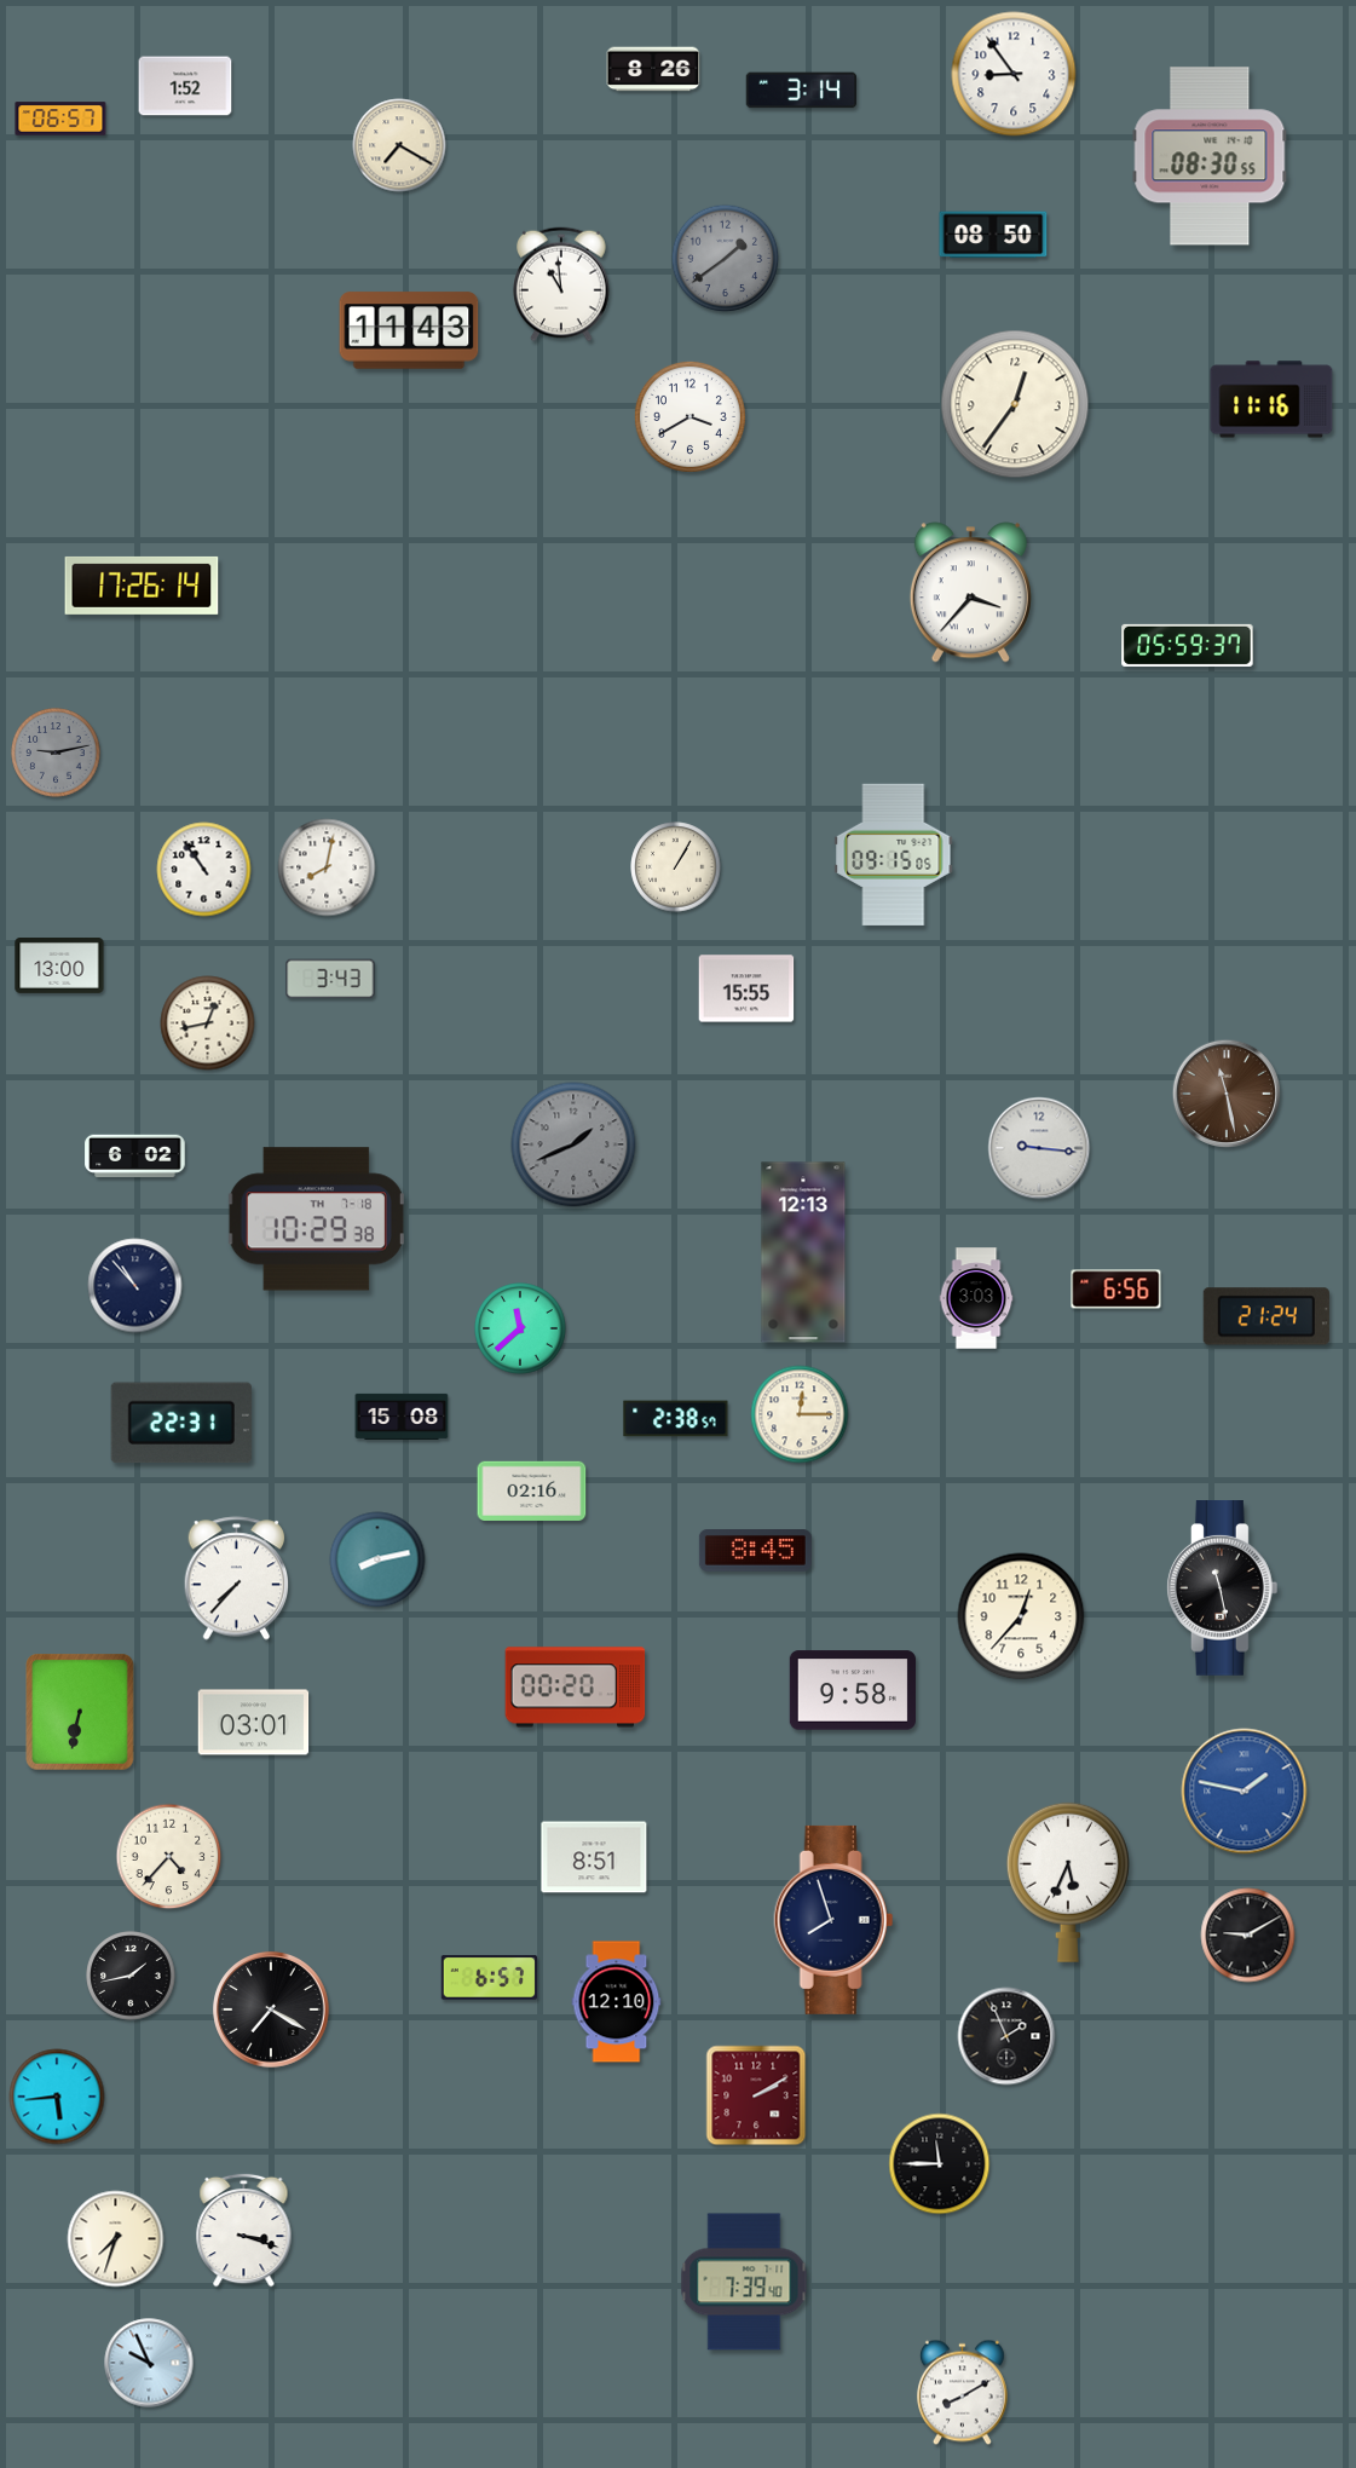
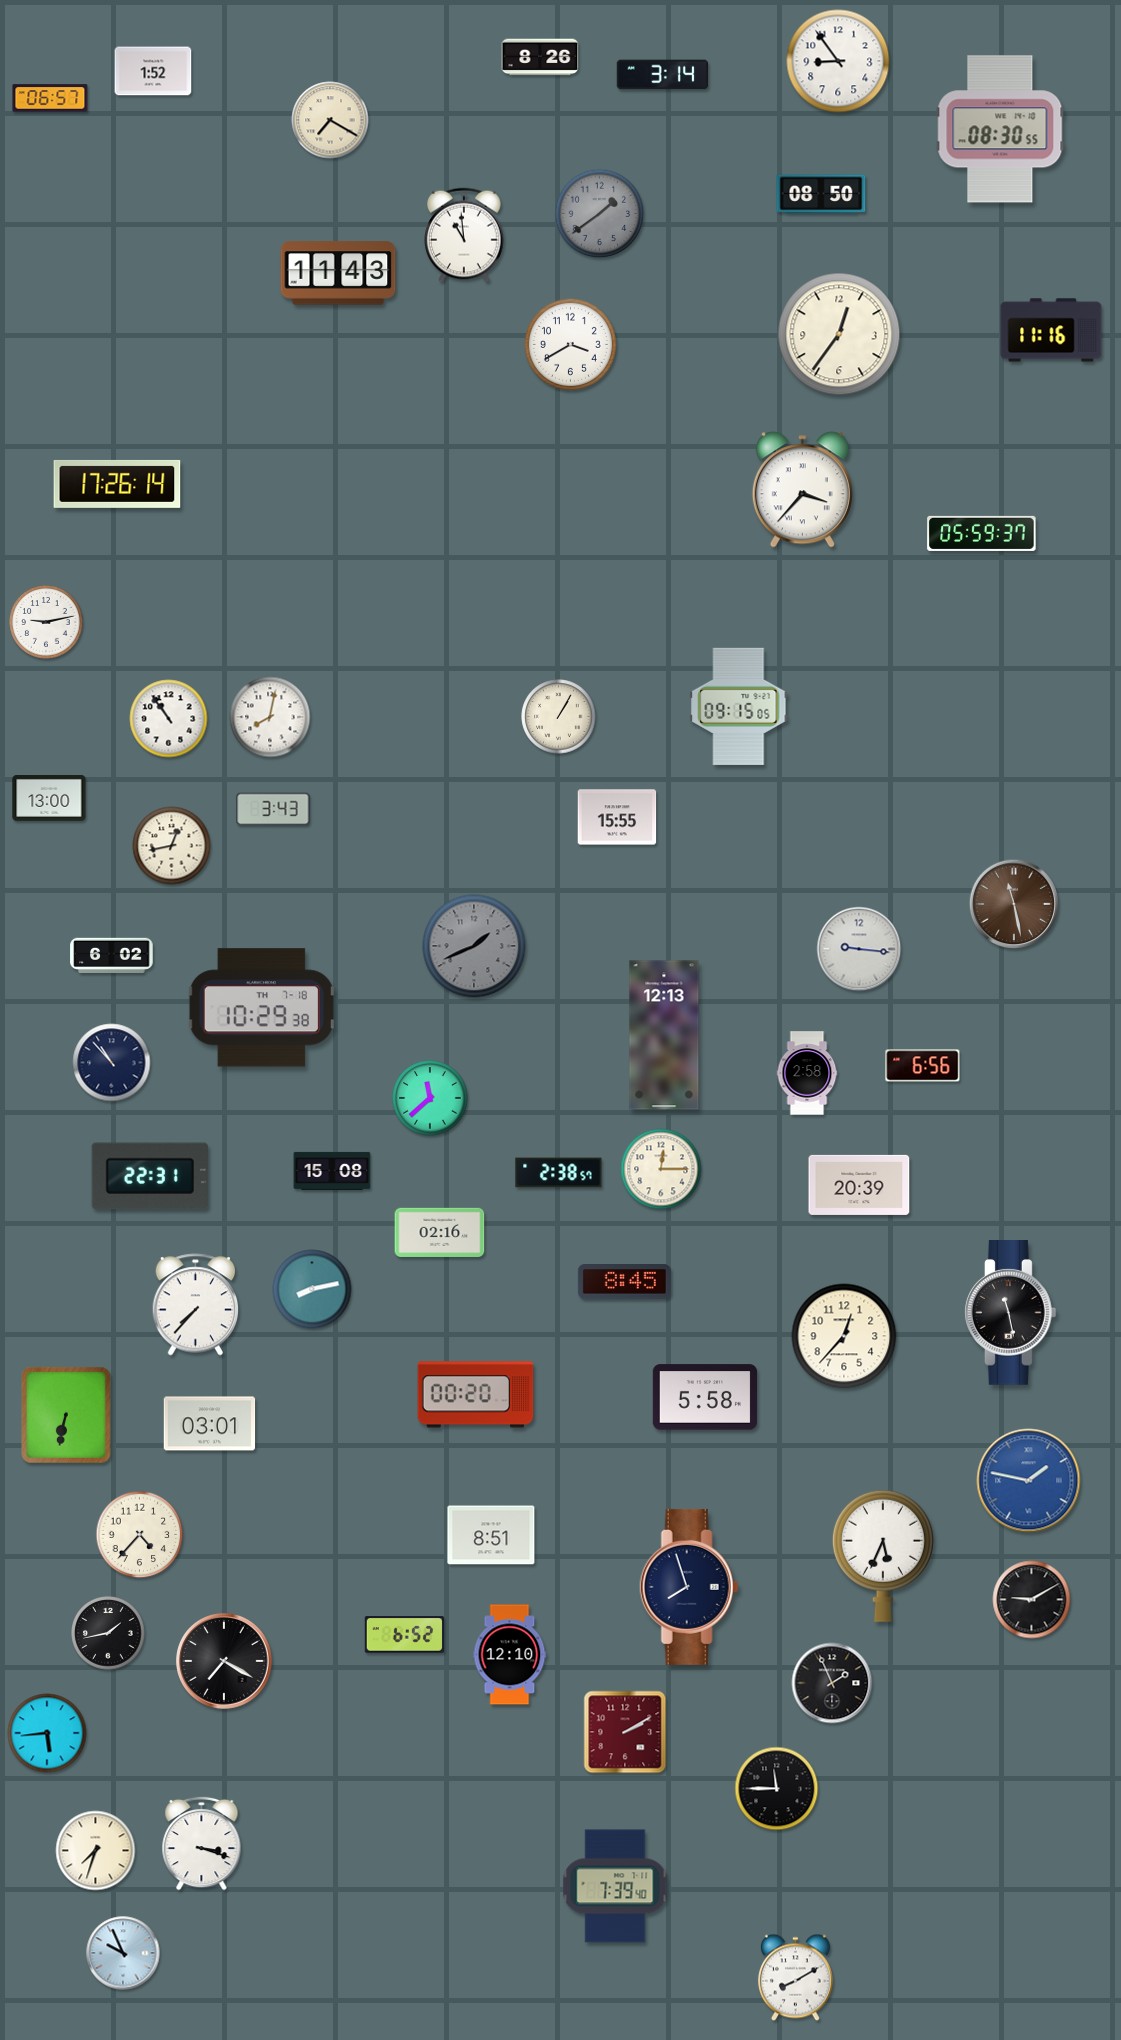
clock at (56, 752) dial: grey -> white
clock at (976, 1298): 3:03 -> 2:58
clock at (1266, 1316): 21:24 -> none
clock at (859, 1185): none -> 20:39
clock at (852, 1690): 9:58 -> 5:58
clock at (490, 1978): 6:57 -> 6:52
